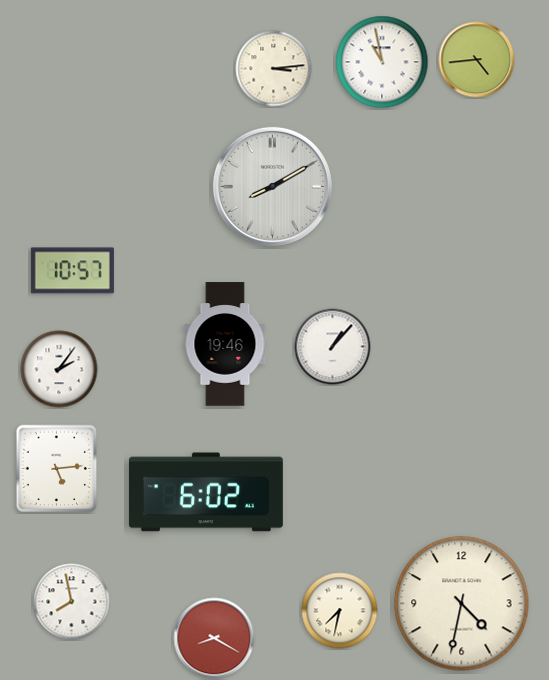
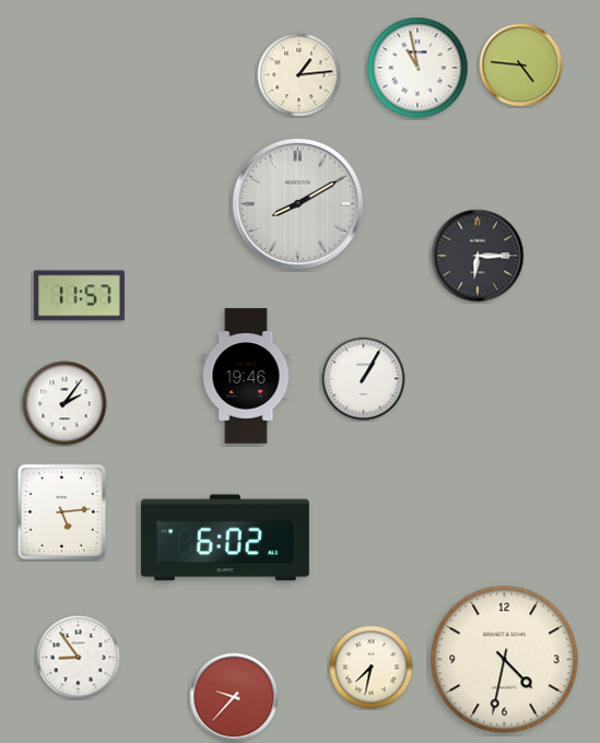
clock at (477, 60): 4:44 -> 4:46
clock at (274, 69): 3:14 -> 1:14
clock at (478, 256): none -> 6:15
clock at (72, 271): 10:57 -> 11:57
clock at (333, 347): 1:07 -> 1:05
clock at (72, 602): 7:58 -> 8:54
clock at (214, 638): 8:20 -> 9:37
